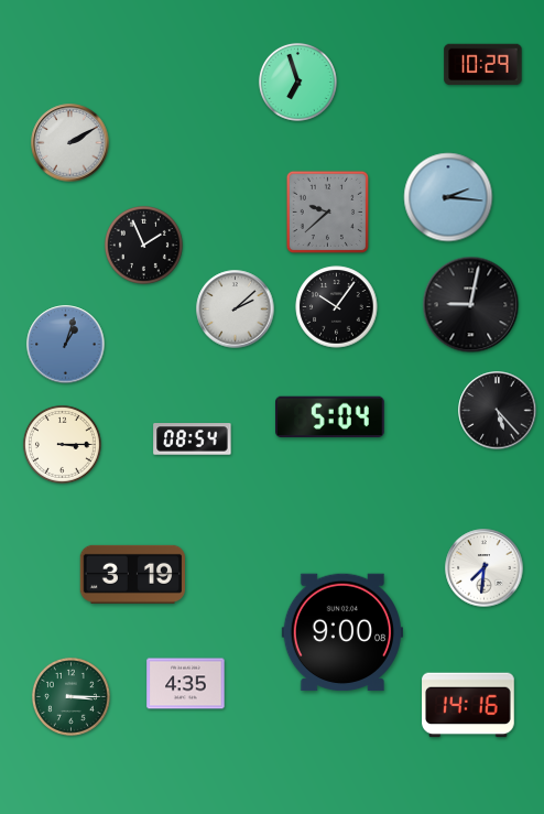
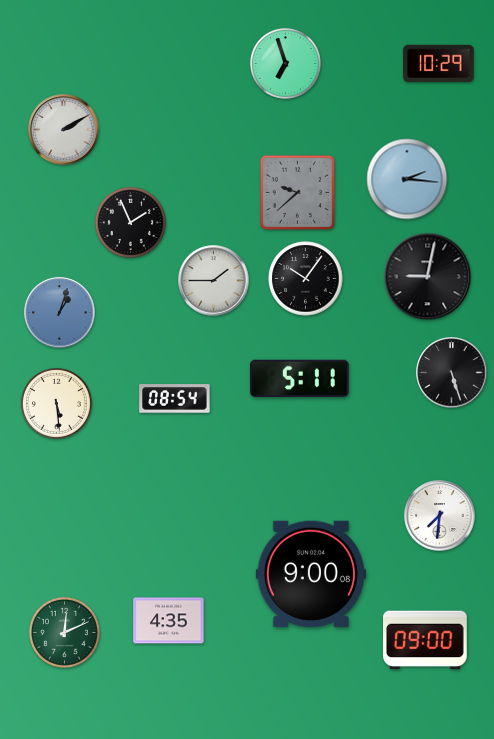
clock at (483, 65) position: (483, 65) -> (439, 64)
clock at (297, 82) position: (297, 82) -> (285, 63)
clock at (236, 310): 2:08 -> 1:45
clock at (498, 411): 5:23 -> 5:27
clock at (330, 417): 5:04 -> 5:11
clock at (62, 444): 3:15 -> 5:29
clock at (132, 574): 3:19 -> none
clock at (70, 696): 3:15 -> 12:11
clock at (468, 705): 14:16 -> 09:00
